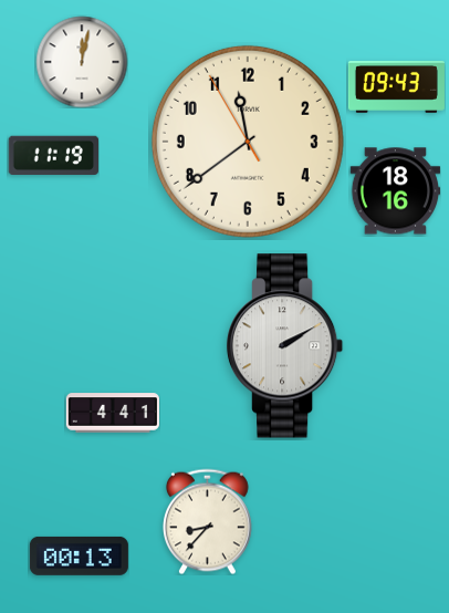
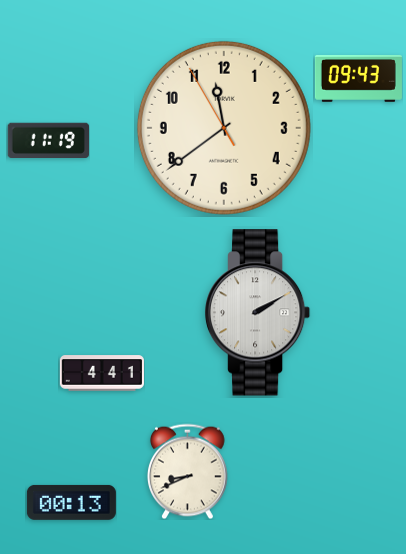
clock at (82, 62): 12:02 -> none
clock at (395, 191): 18:16 -> none
clock at (207, 521): 8:37 -> 8:41
